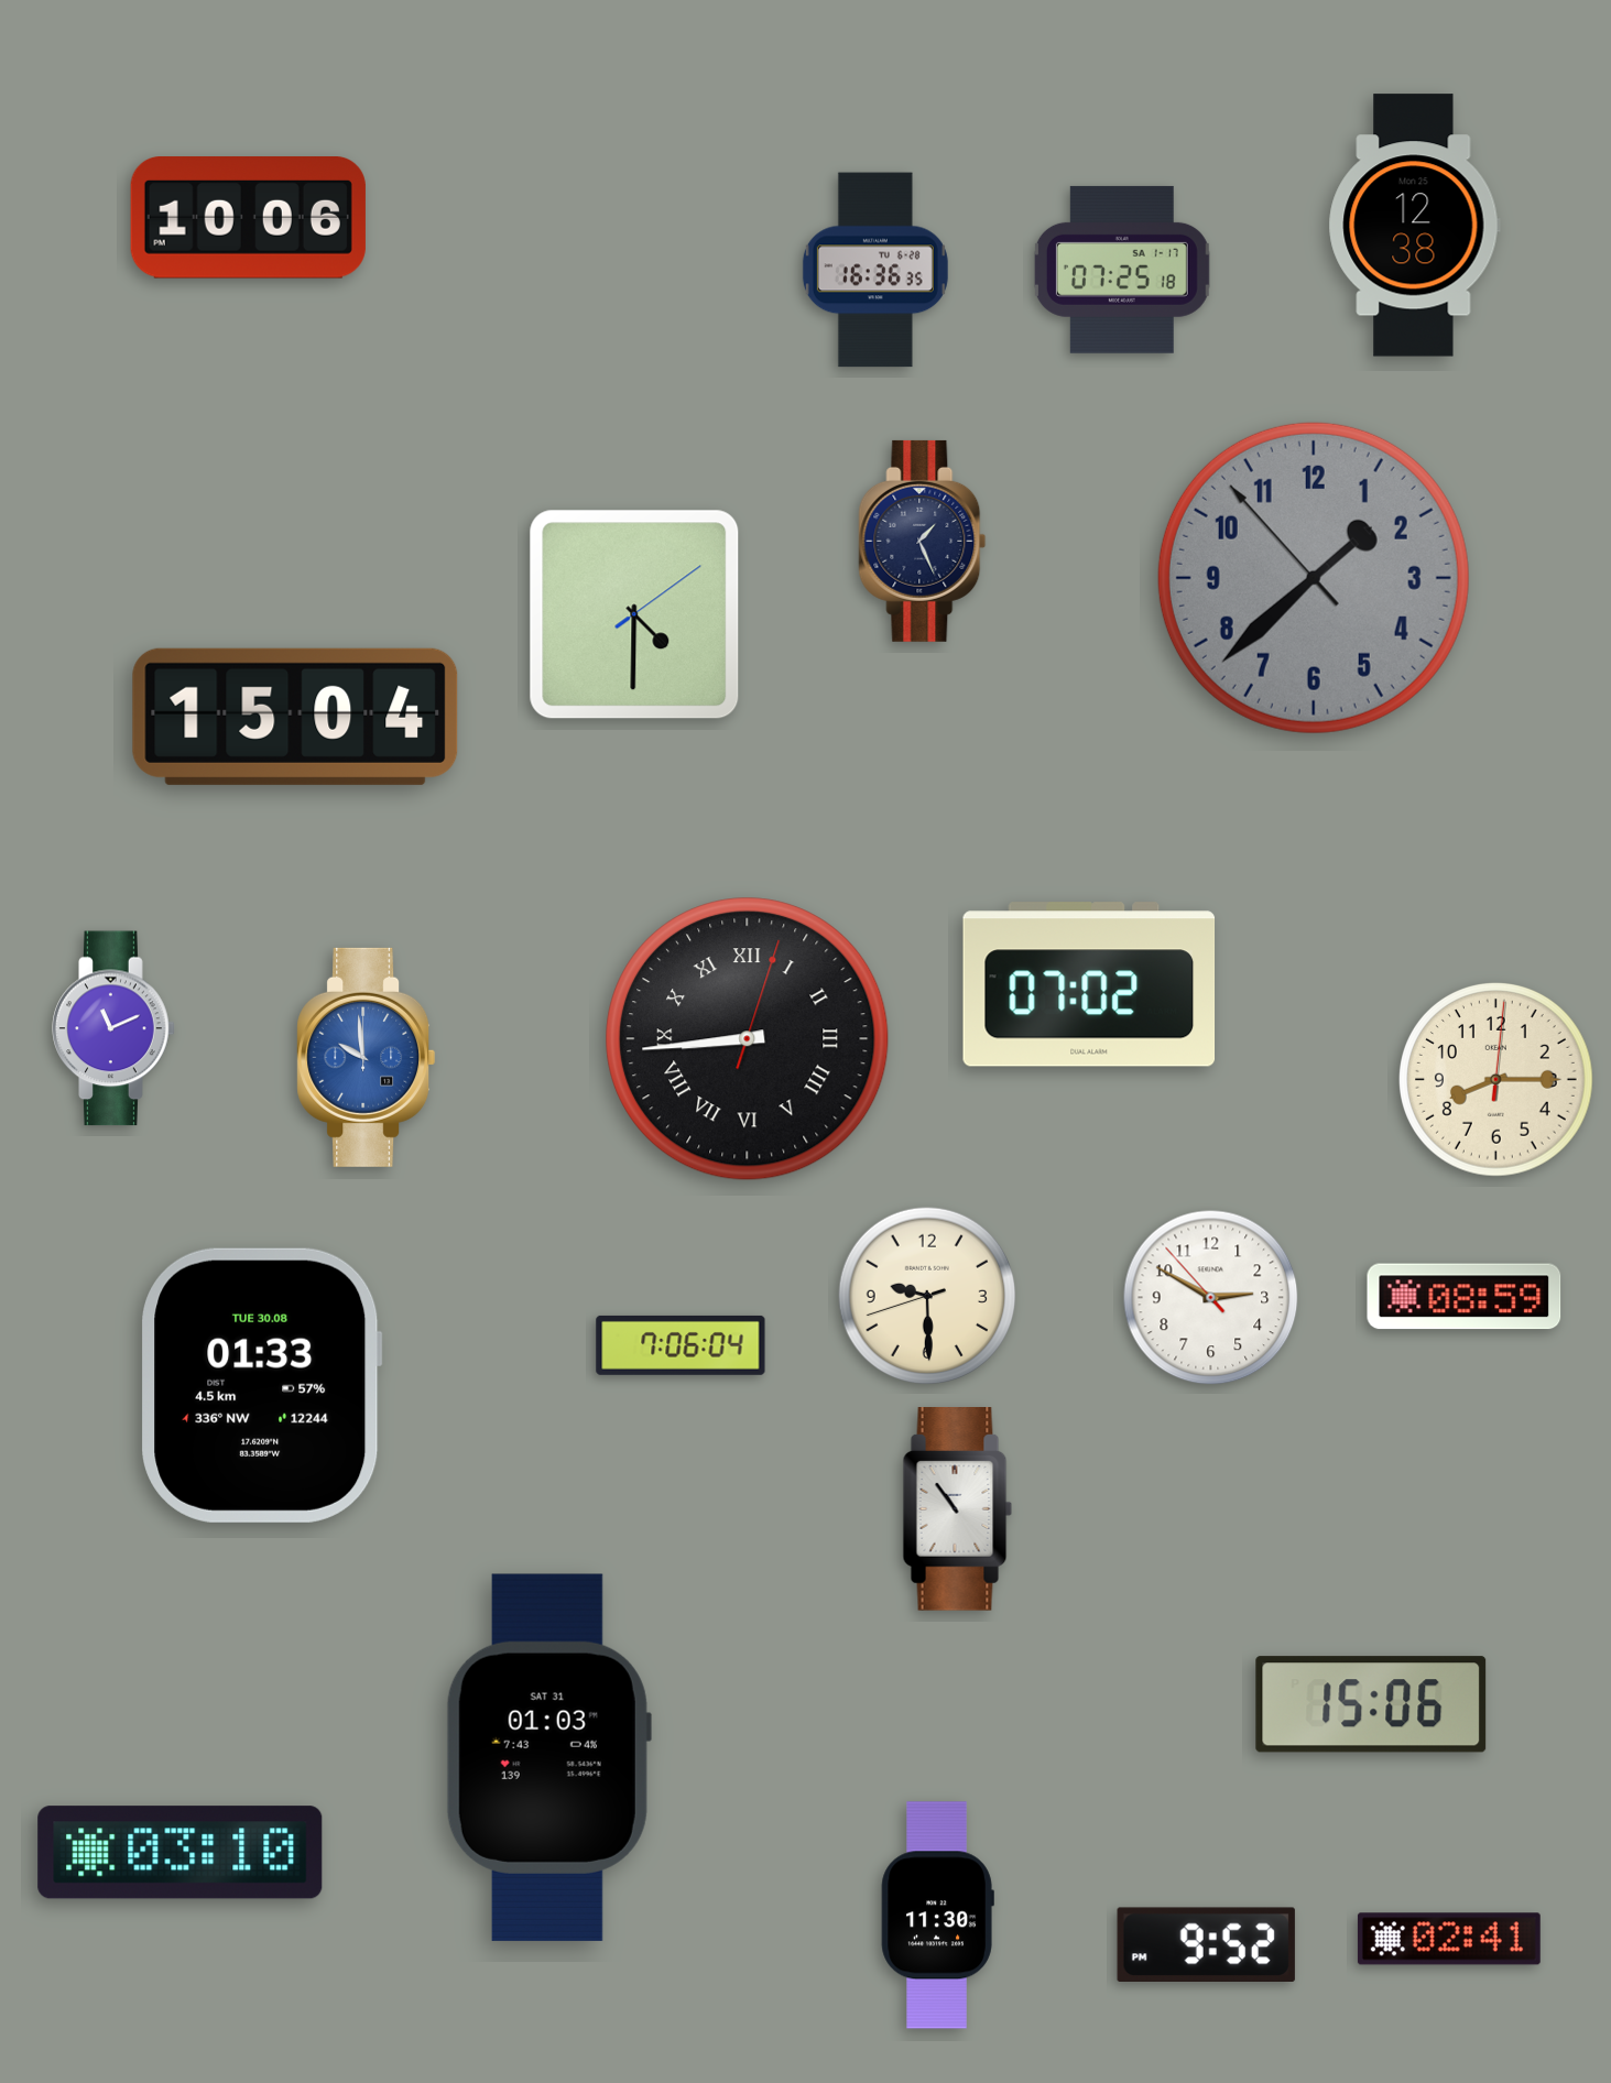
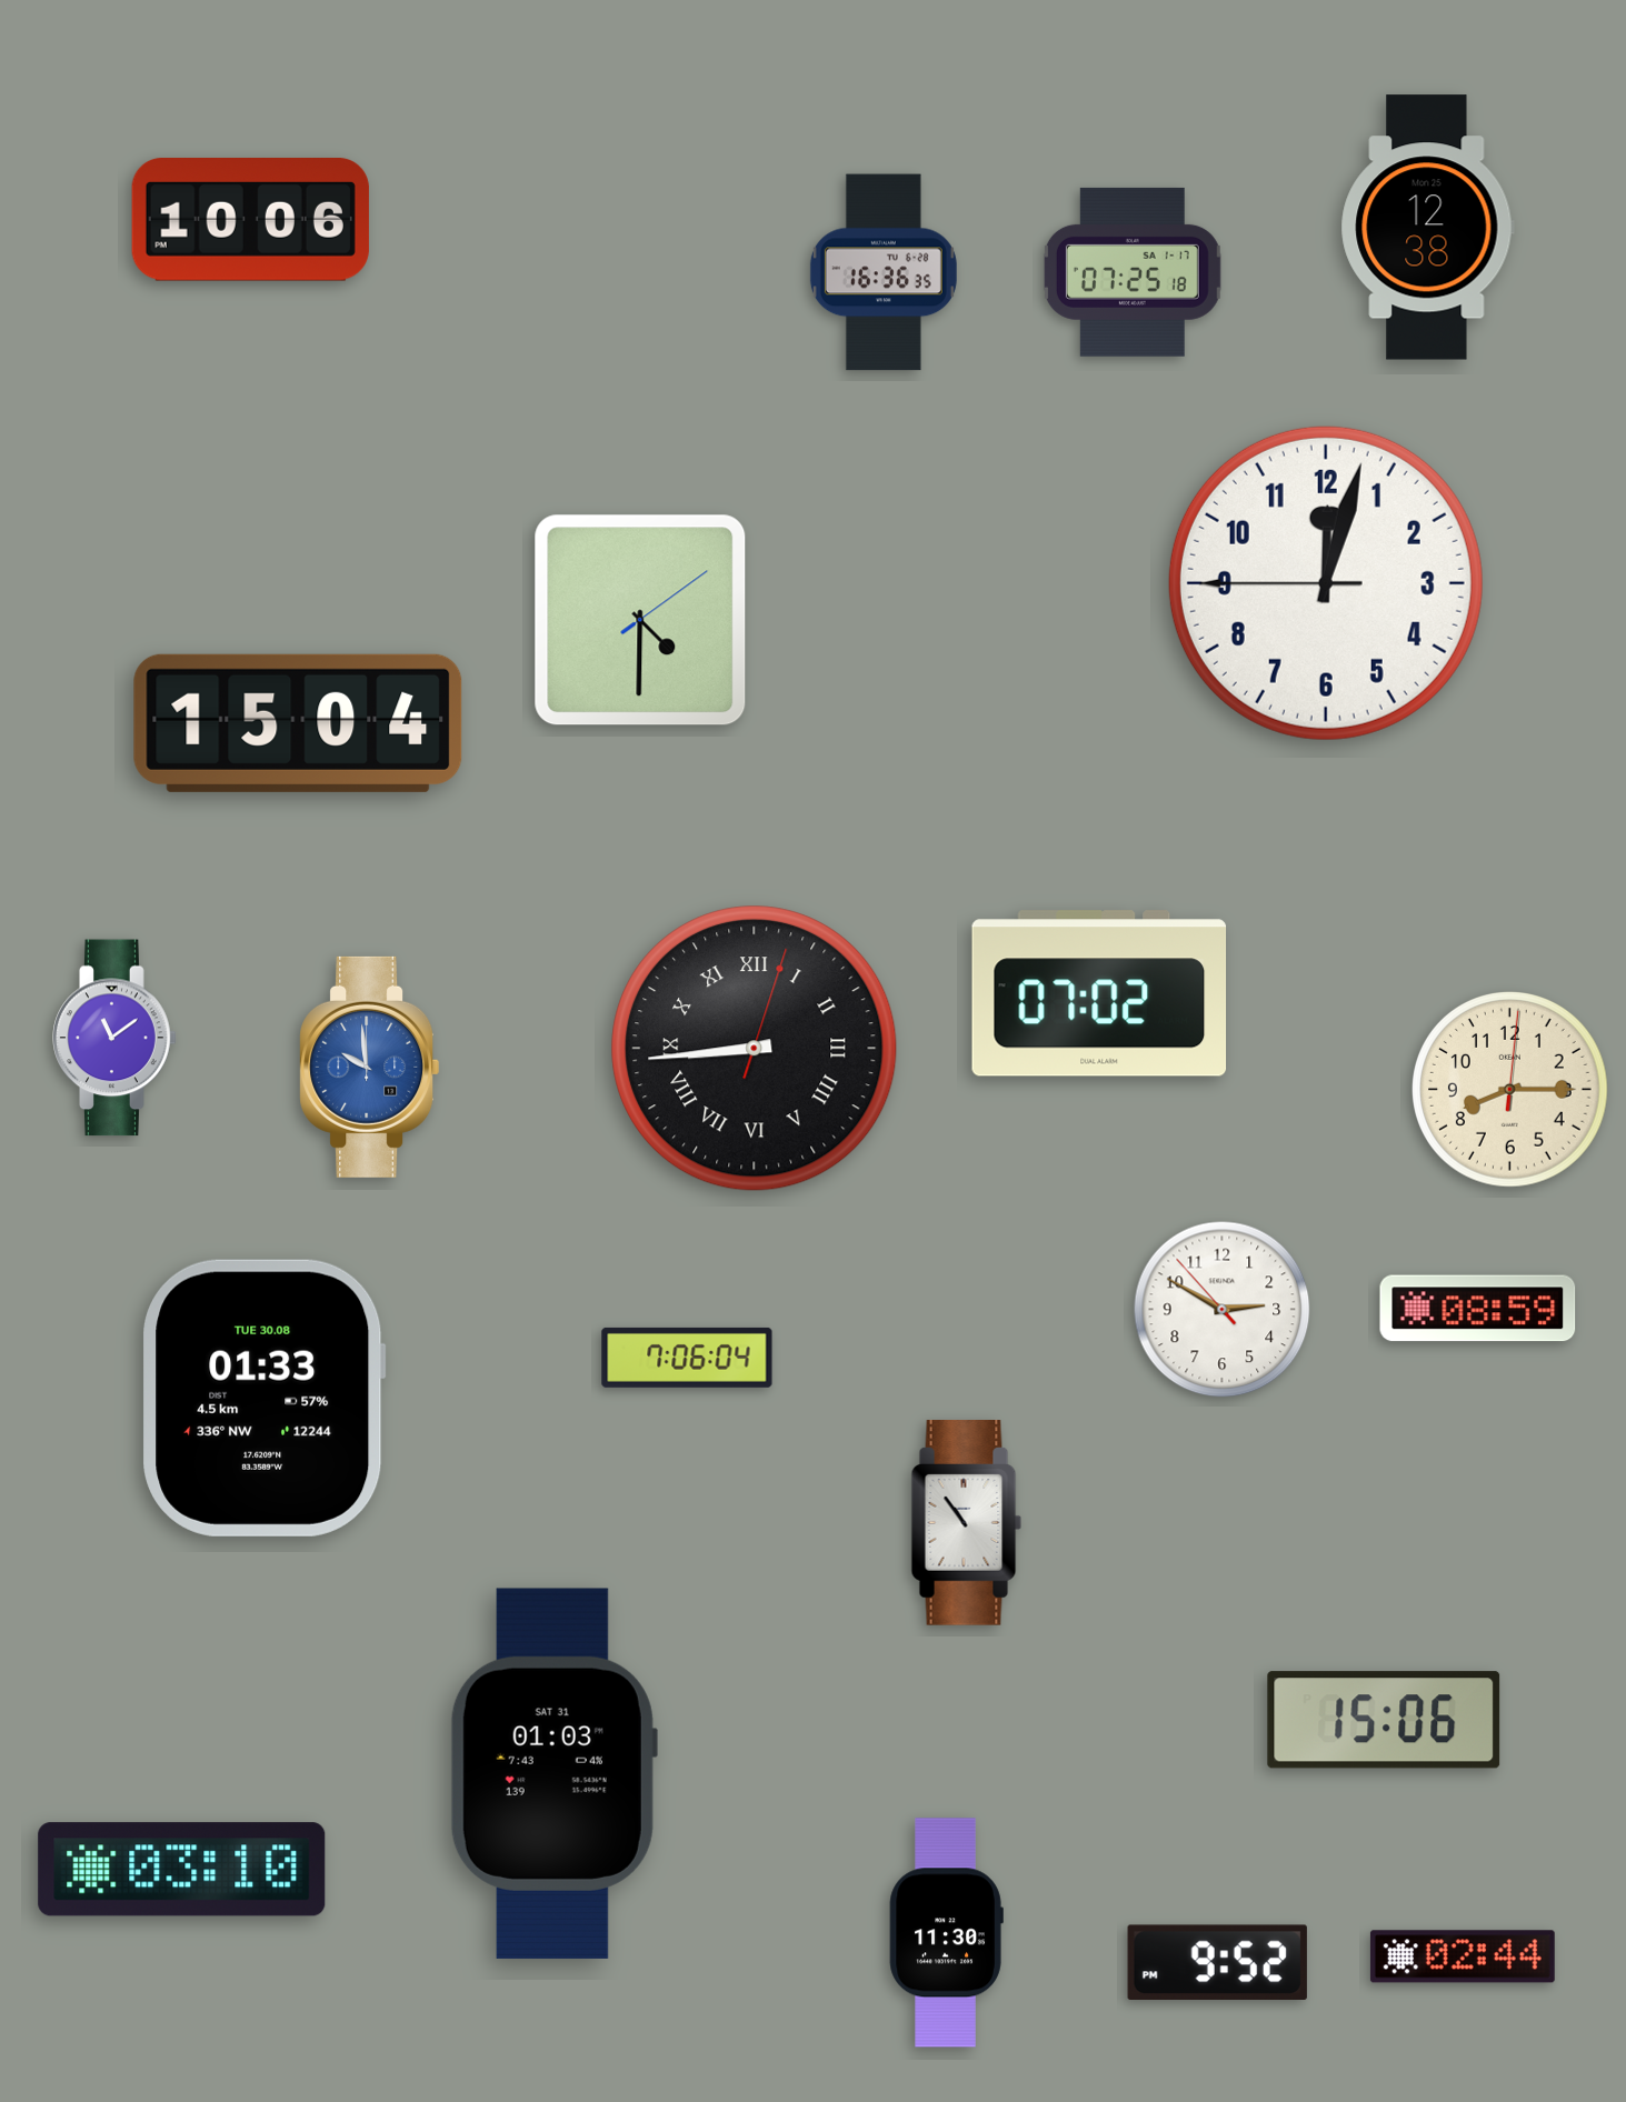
clock at (923, 541): 1:26 -> none
clock at (1314, 578): 1:37 -> 12:02
clock at (1314, 578) dial: grey -> white
clock at (113, 1028): 11:11 -> 11:09
clock at (927, 1296): 9:29 -> none
clock at (1449, 1939): 02:41 -> 02:44
